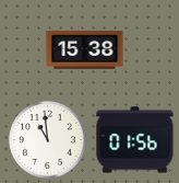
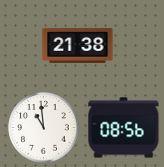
clock at (85, 50): 15:38 -> 21:38
clock at (135, 140): 01:56 -> 08:56
